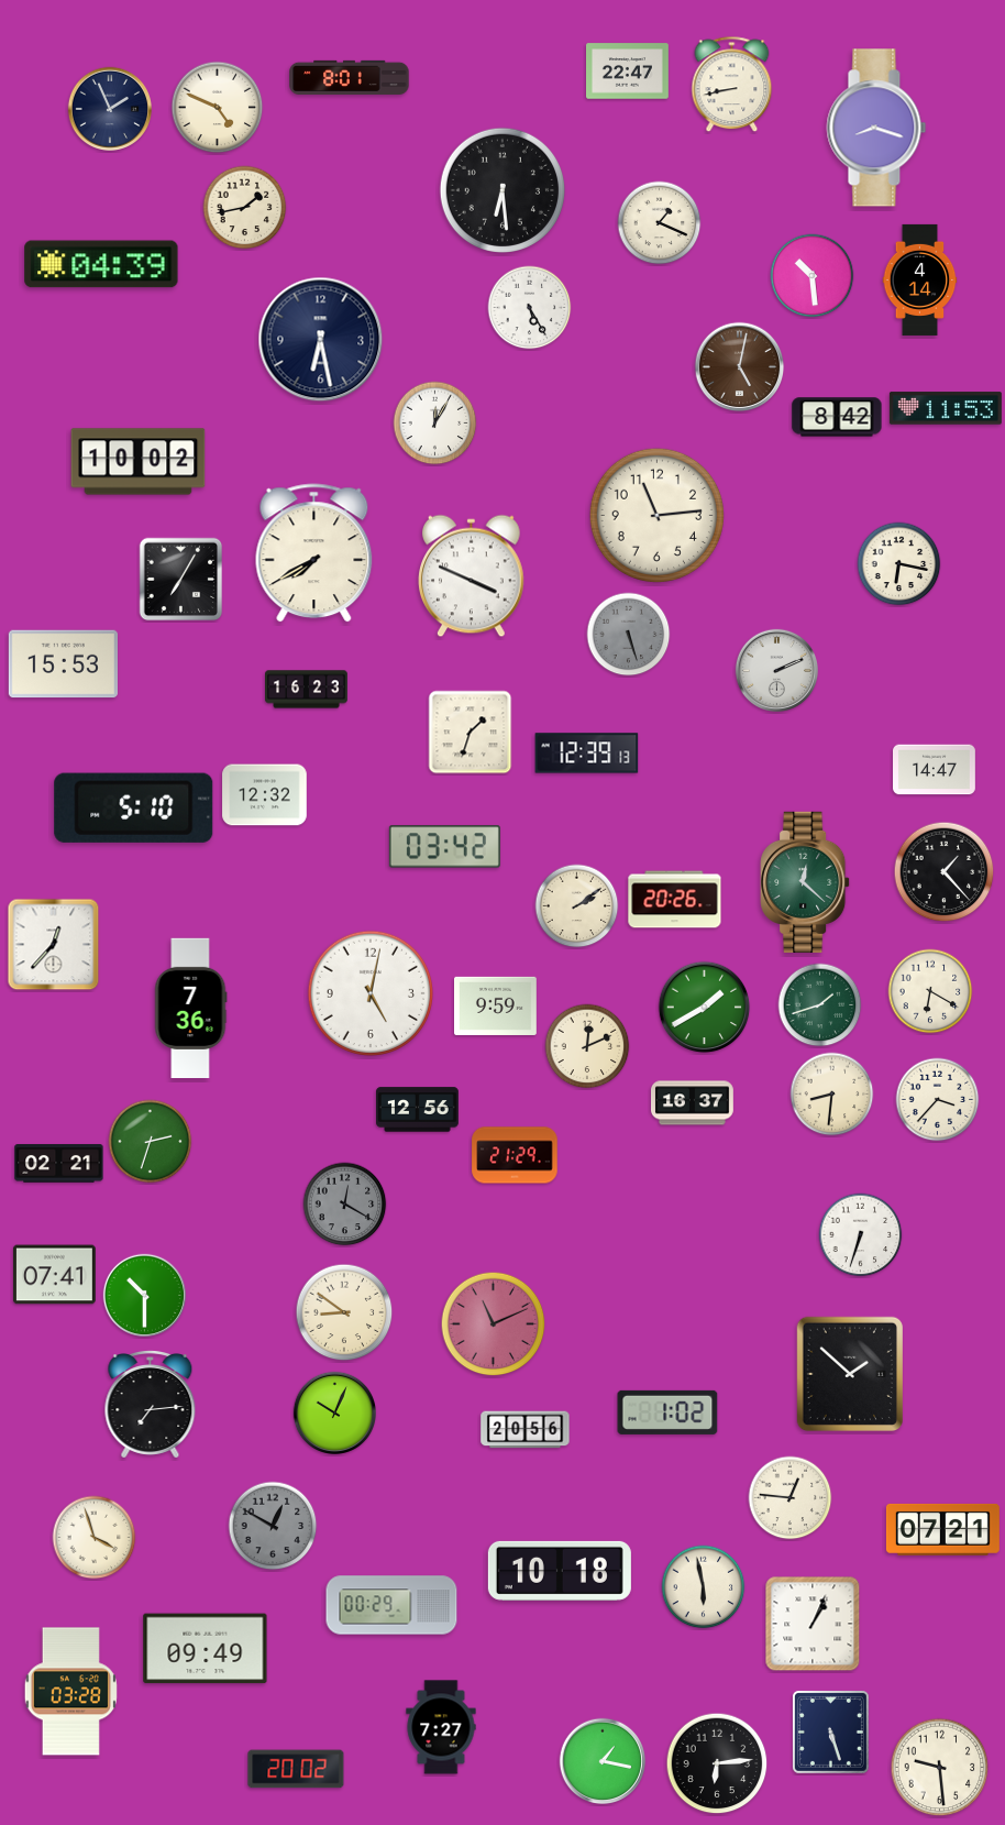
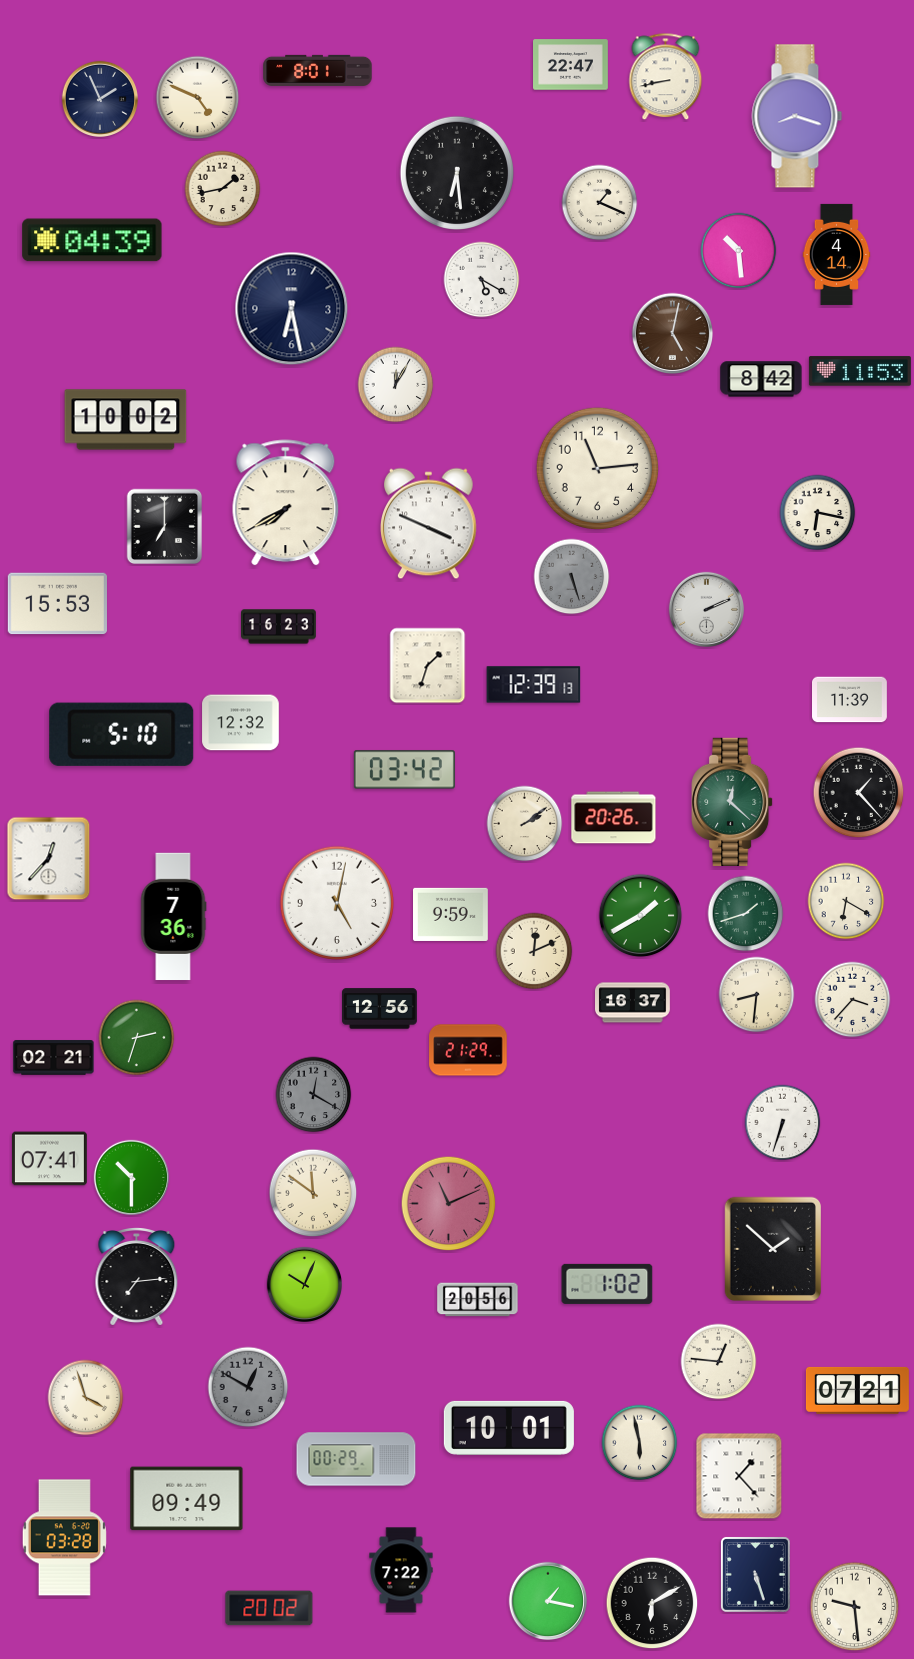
clock at (530, 308): 5:25 -> 5:20
clock at (181, 580): 7:05 -> 7:00
clock at (935, 770): 14:47 -> 11:39
clock at (693, 1103) position: (693, 1103) -> (633, 1003)
clock at (344, 1312): 8:51 -> 11:51
clock at (560, 1571): 10:18 -> 10:01
clock at (813, 1624): 1:04 -> 1:23
clock at (441, 1727): 7:27 -> 7:22
clock at (717, 1763): 6:14 -> 6:10
